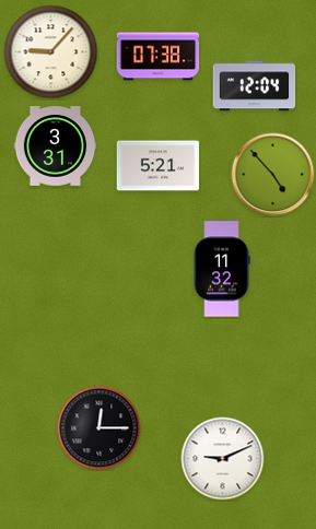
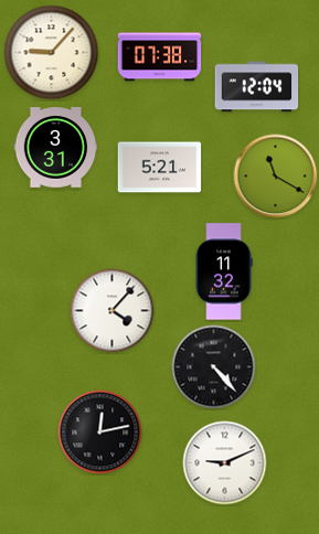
clock at (273, 175): 4:53 -> 11:20
clock at (113, 311): none -> 4:07
clock at (214, 367): none -> 4:23
clock at (100, 428): 12:15 -> 12:13
